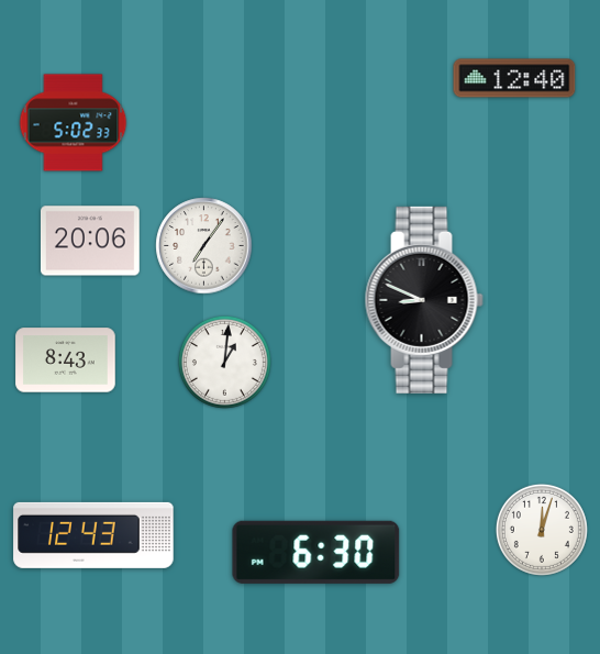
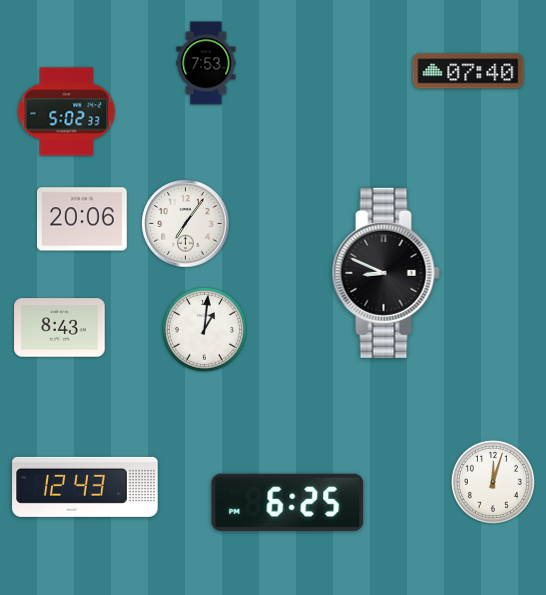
clock at (206, 63): none -> 7:53
clock at (514, 78): 12:40 -> 07:40
clock at (316, 552): 6:30 -> 6:25
